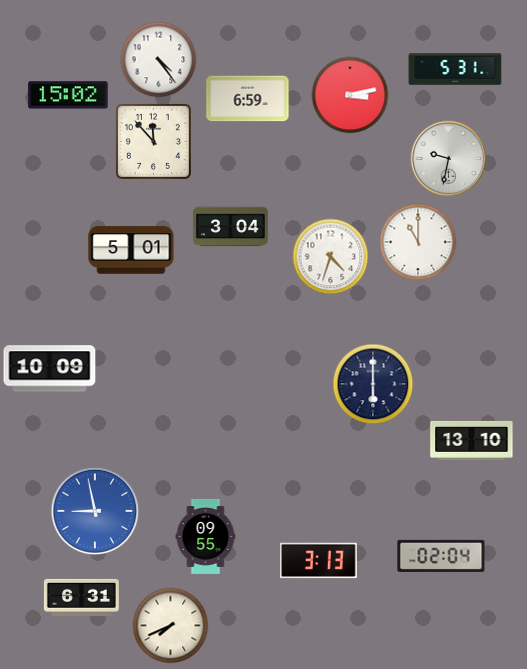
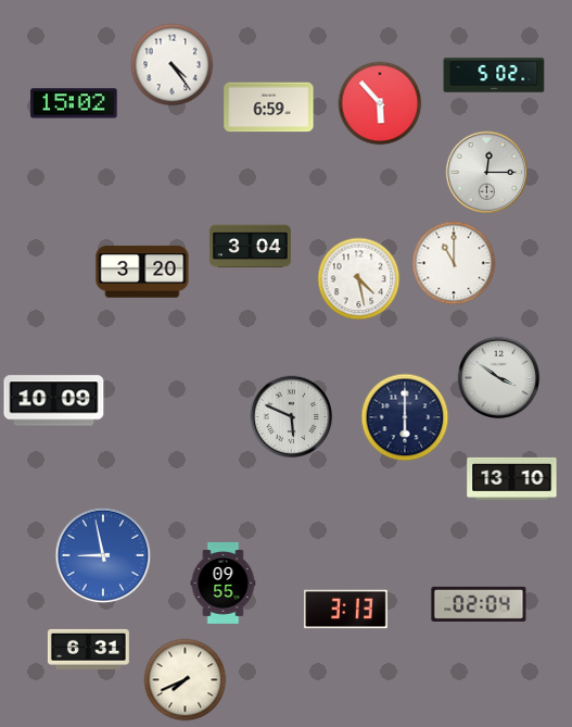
clock at (455, 69): 5:31 -> 5:02
clock at (350, 95): 3:13 -> 5:53
clock at (153, 141): 11:53 -> none
clock at (449, 159): 9:32 -> 12:15
clock at (131, 250): 5:01 -> 3:20
clock at (331, 257): 4:33 -> 4:28
clock at (499, 378): none -> 3:51
clock at (292, 417): none -> 5:49
